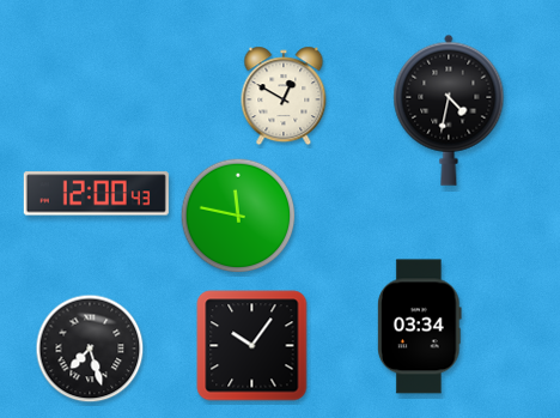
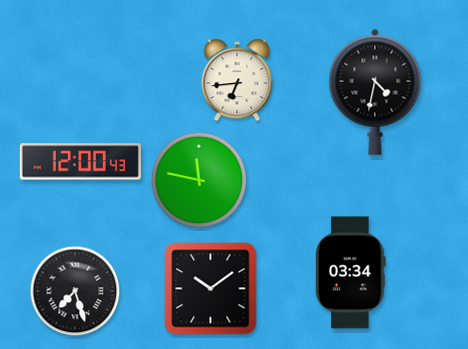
clock at (284, 96): 12:50 -> 6:44
clock at (252, 346): 10:06 -> 10:09
